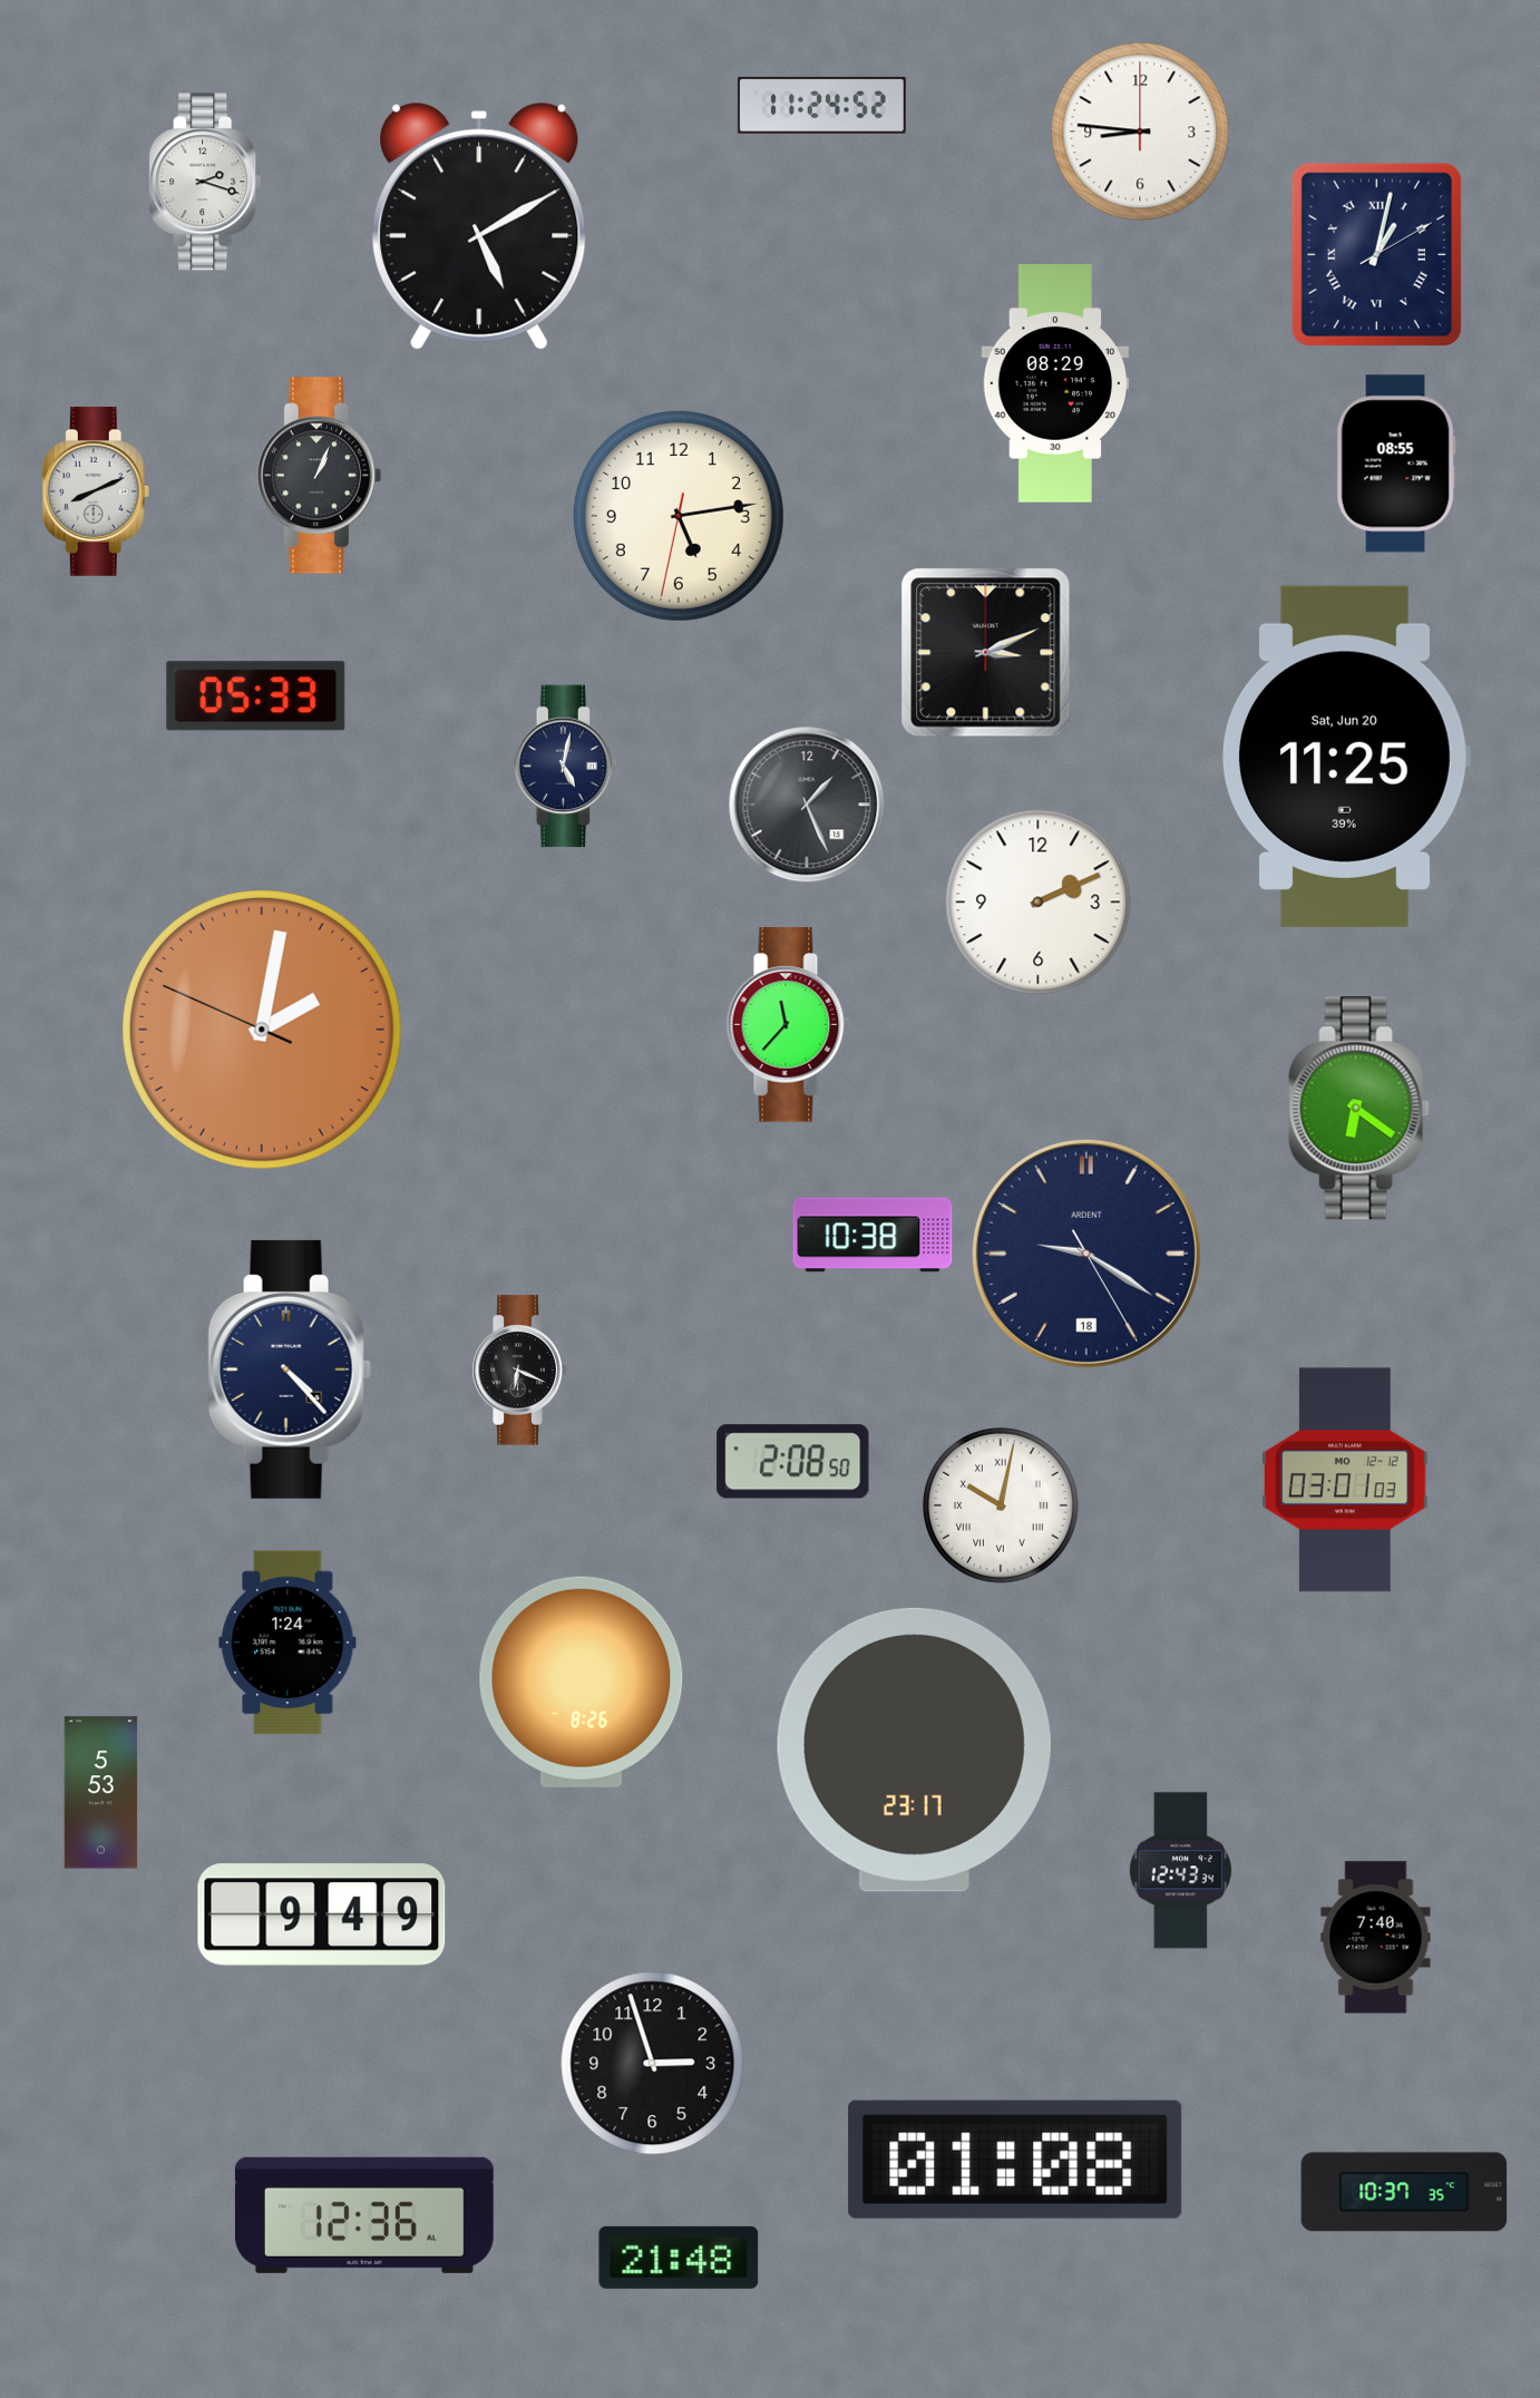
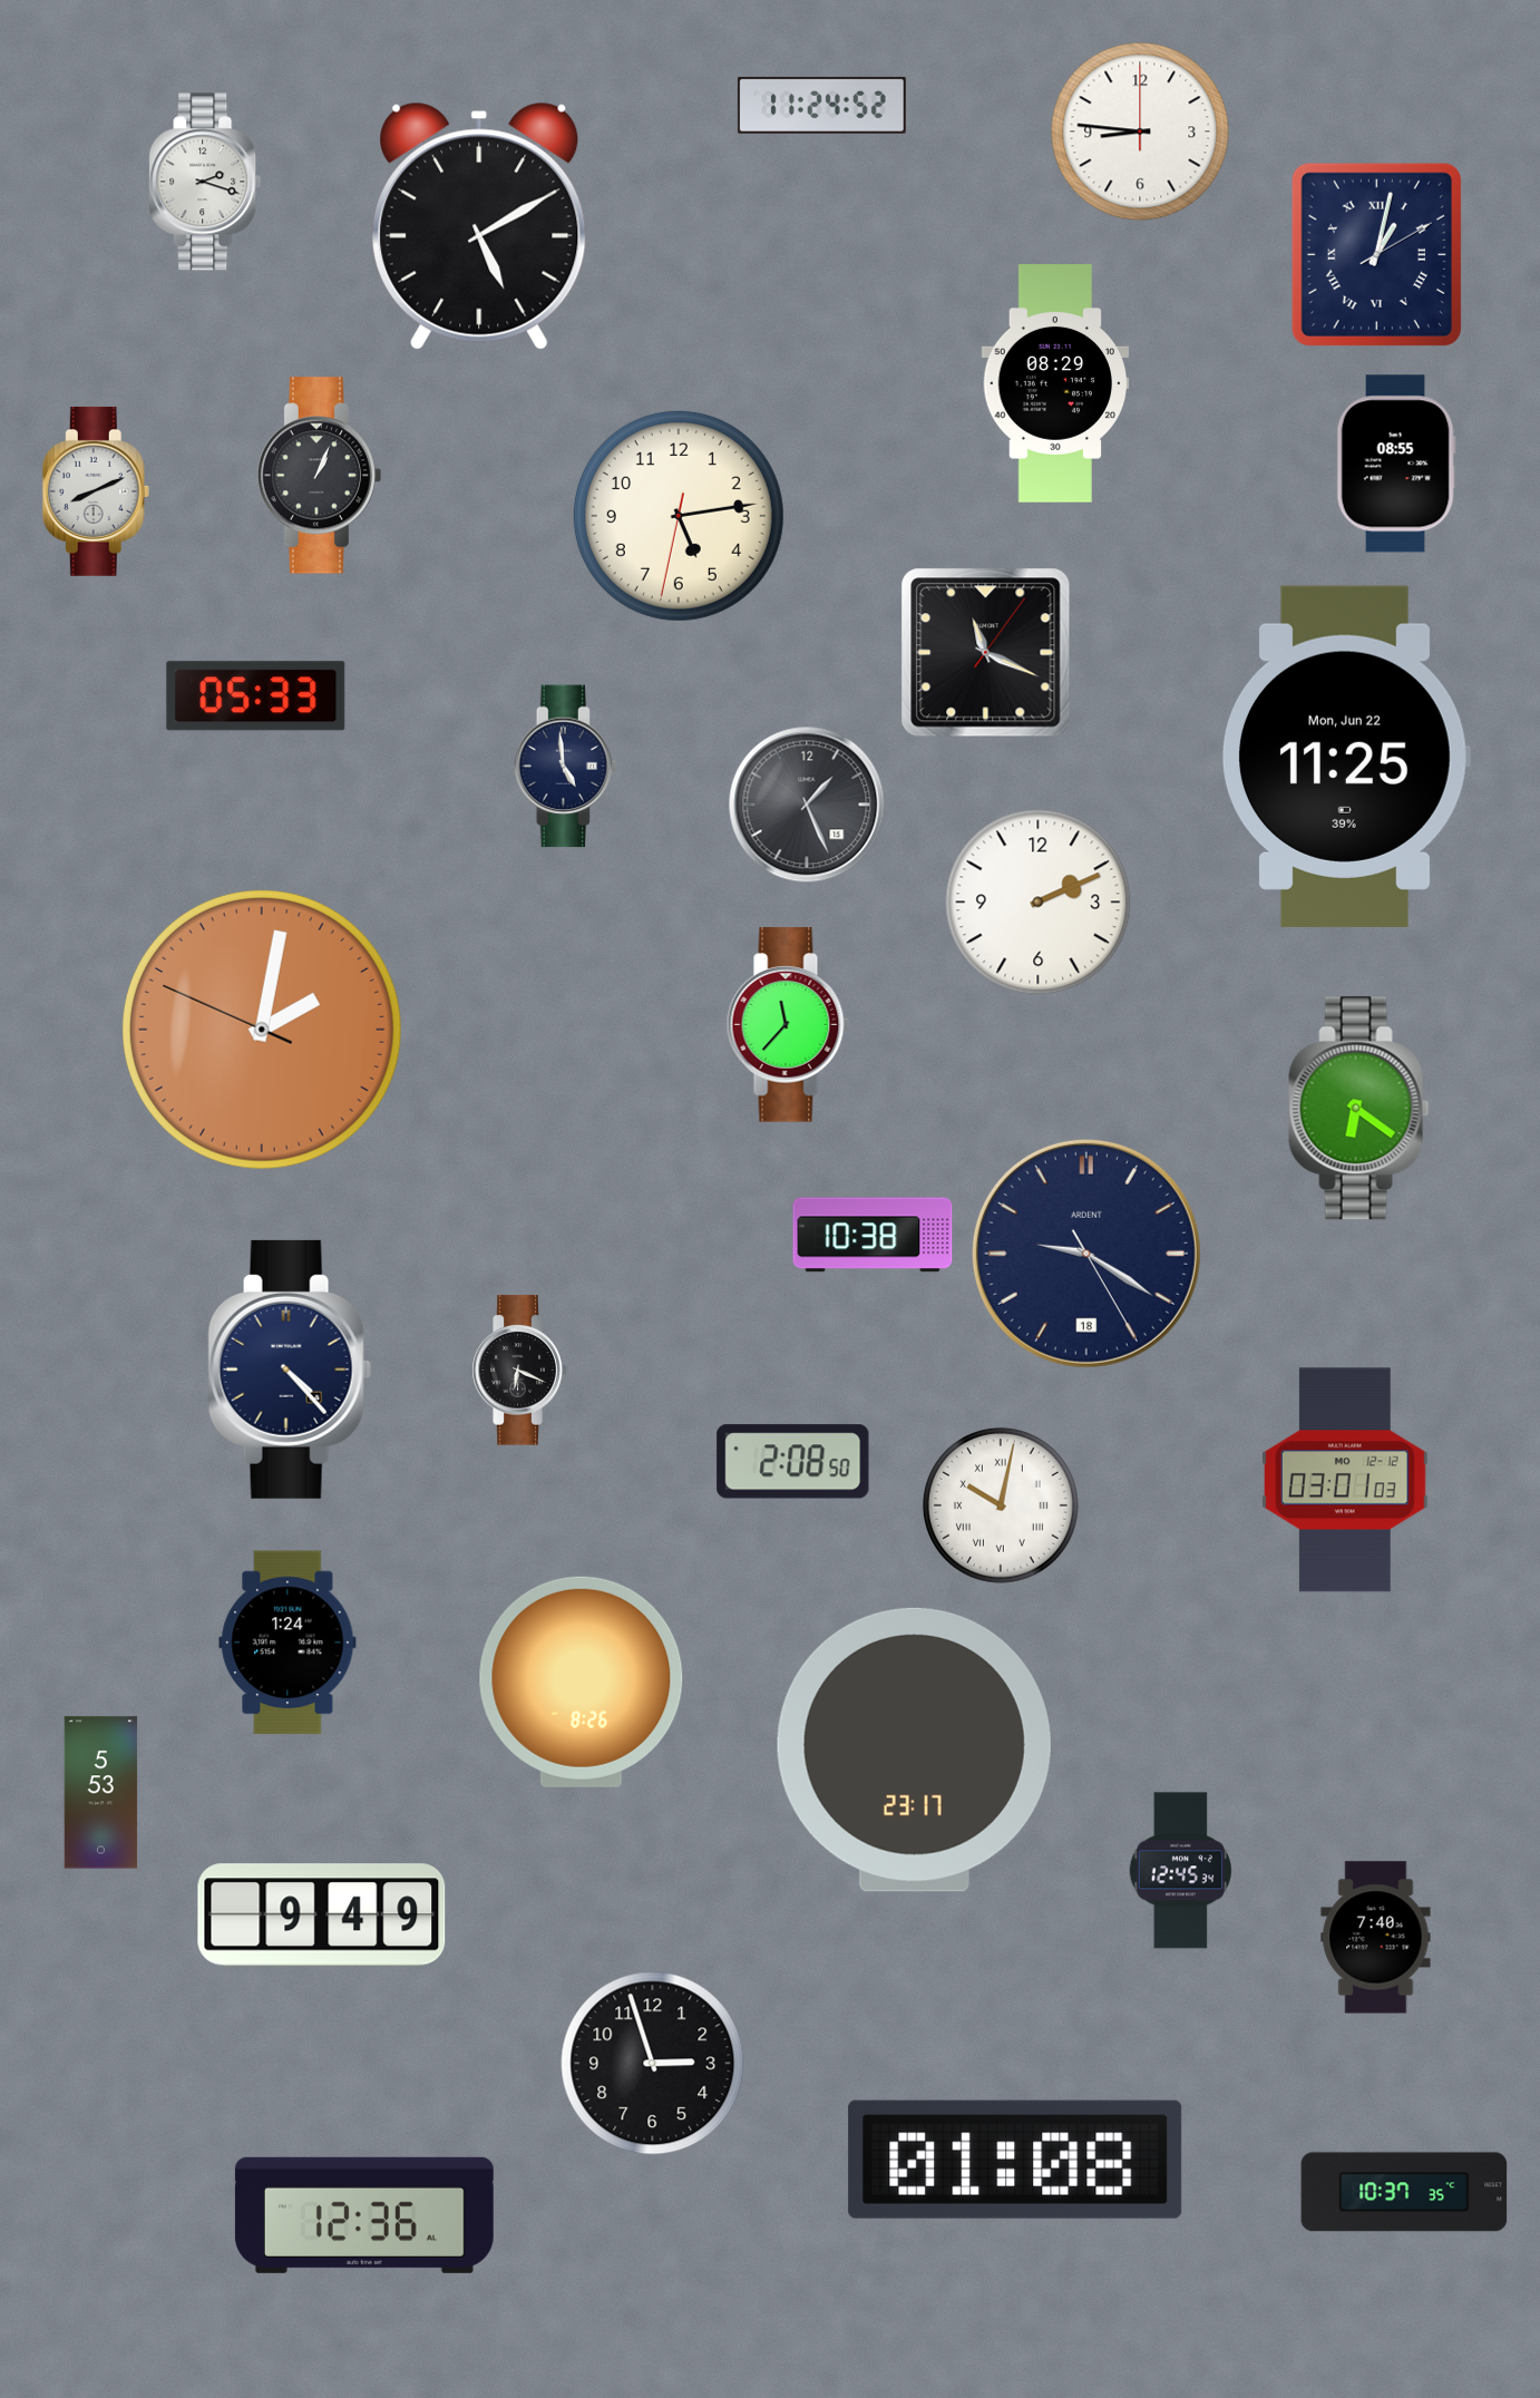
clock at (986, 653): 3:11 -> 11:19
clock at (1345, 757) date: Sat, Jun 20 -> Mon, Jun 22
clock at (566, 767): 5:02 -> 4:59
clock at (1180, 1871): 12:43 -> 12:45
clock at (679, 2258): 21:48 -> none
